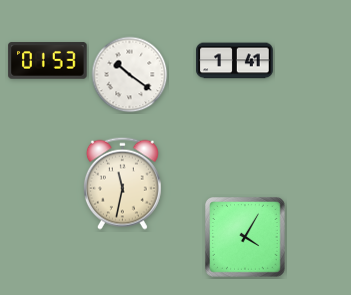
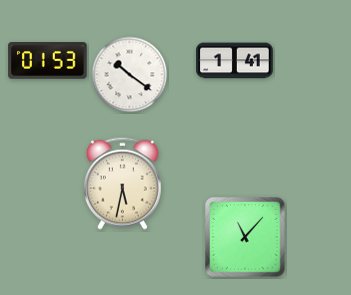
clock at (122, 183): 11:32 -> 5:32
clock at (246, 238): 4:05 -> 11:07
